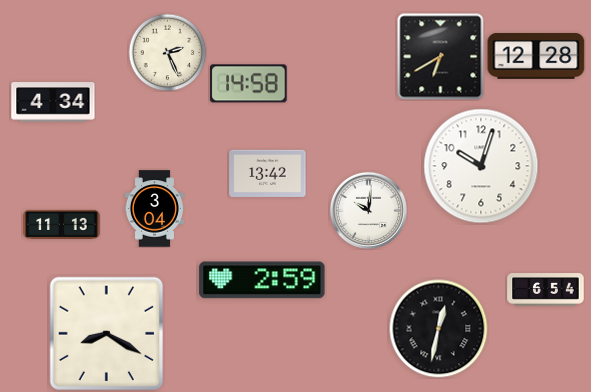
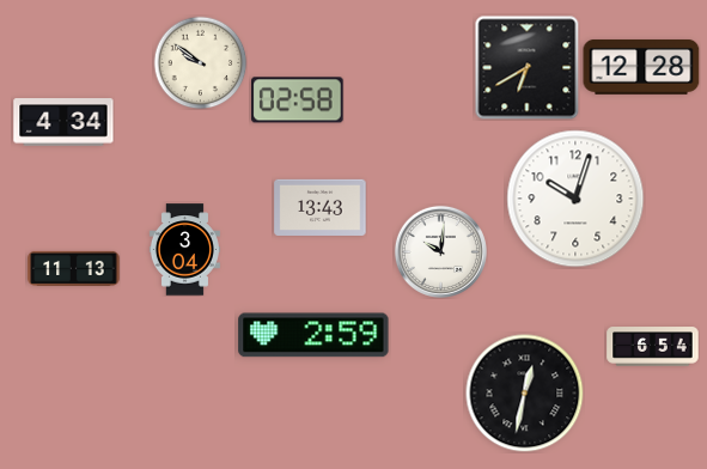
clock at (167, 52): 2:26 -> 9:51
clock at (249, 84): 14:58 -> 02:58
clock at (268, 173): 13:42 -> 13:43
clock at (107, 334): 8:20 -> none
